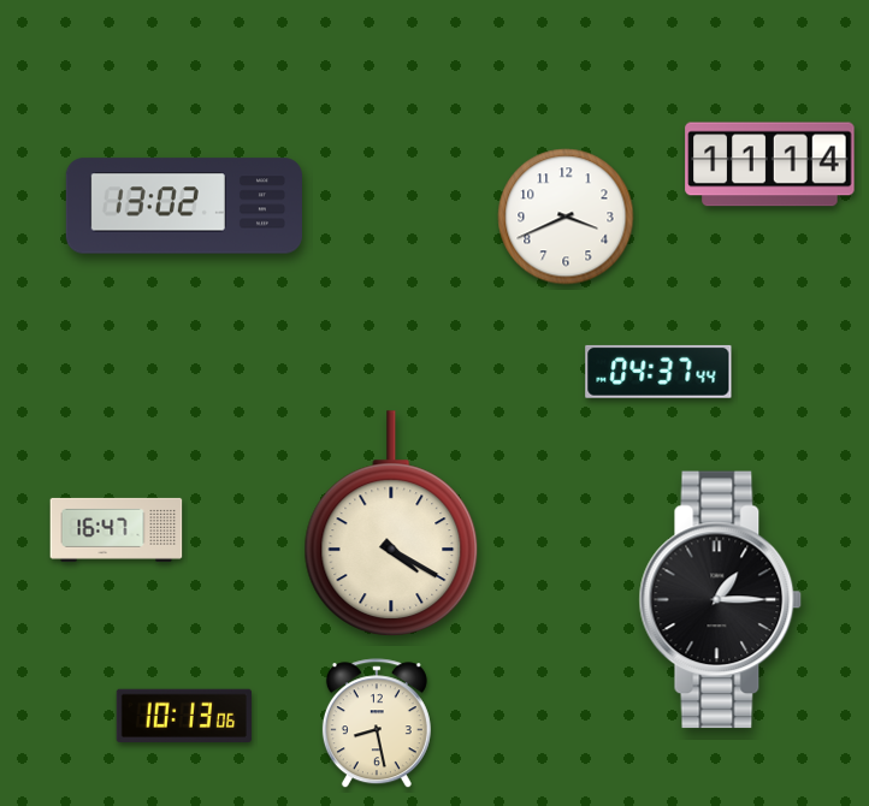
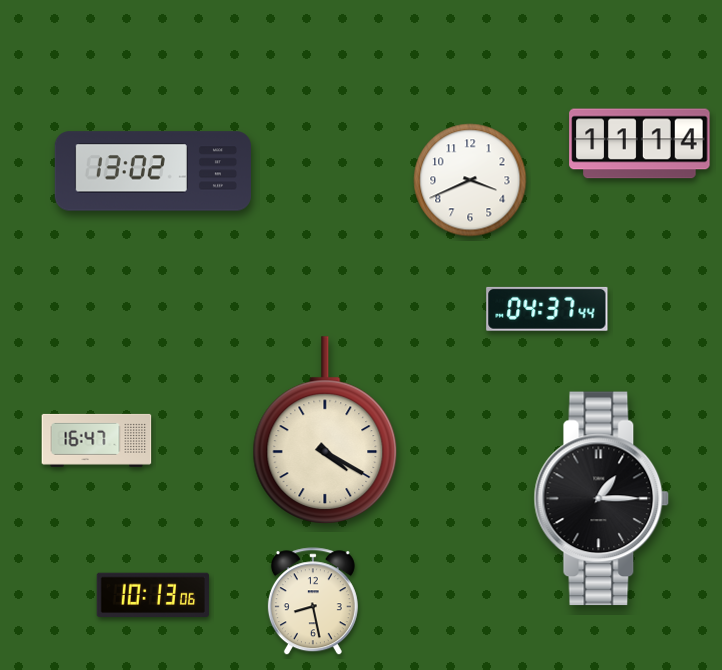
clock at (770, 165) position: (770, 165) -> (640, 144)
clock at (391, 523) position: (391, 523) -> (325, 430)
clock at (721, 600) position: (721, 600) -> (602, 499)
